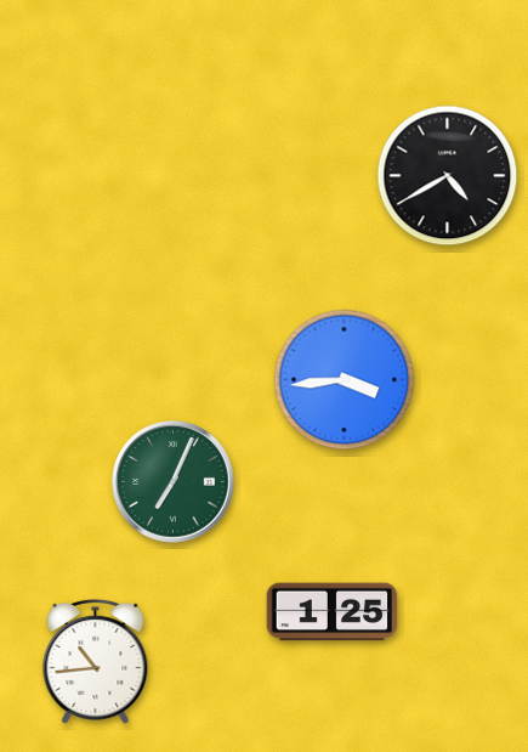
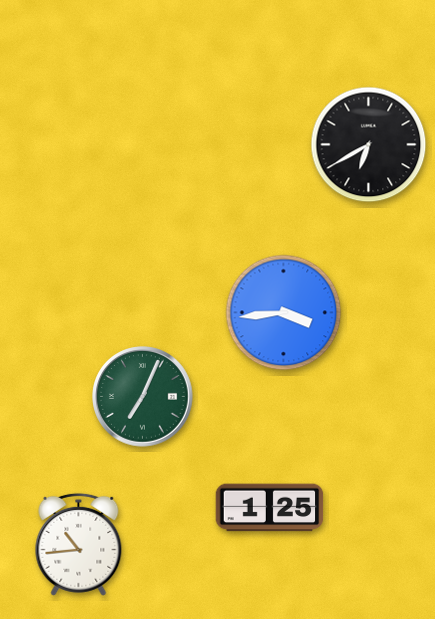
clock at (448, 176): 4:40 -> 6:40
clock at (333, 612) position: (333, 612) -> (270, 508)
